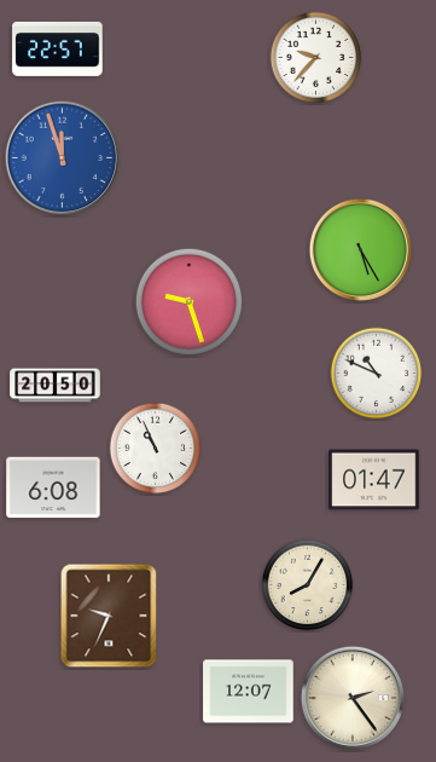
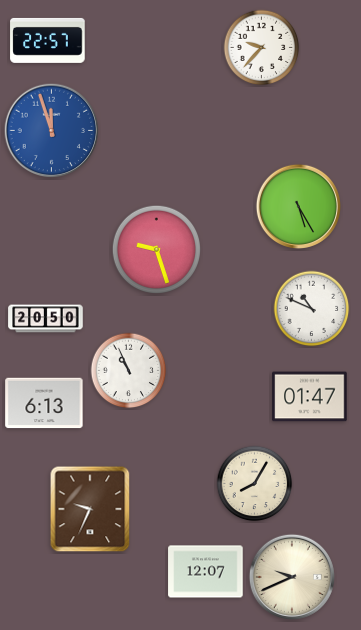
clock at (53, 487): 6:08 -> 6:13
clock at (353, 698): 2:24 -> 9:41
